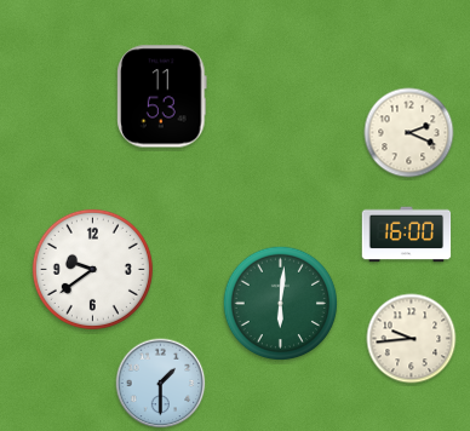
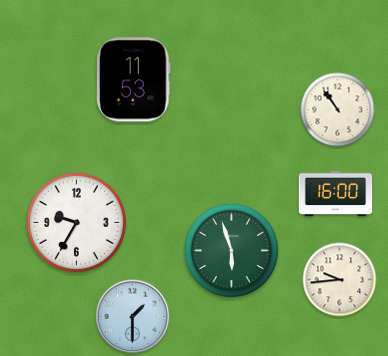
clock at (409, 133): 2:19 -> 10:54
clock at (92, 269): 9:39 -> 9:35
clock at (280, 303): 6:01 -> 5:57
